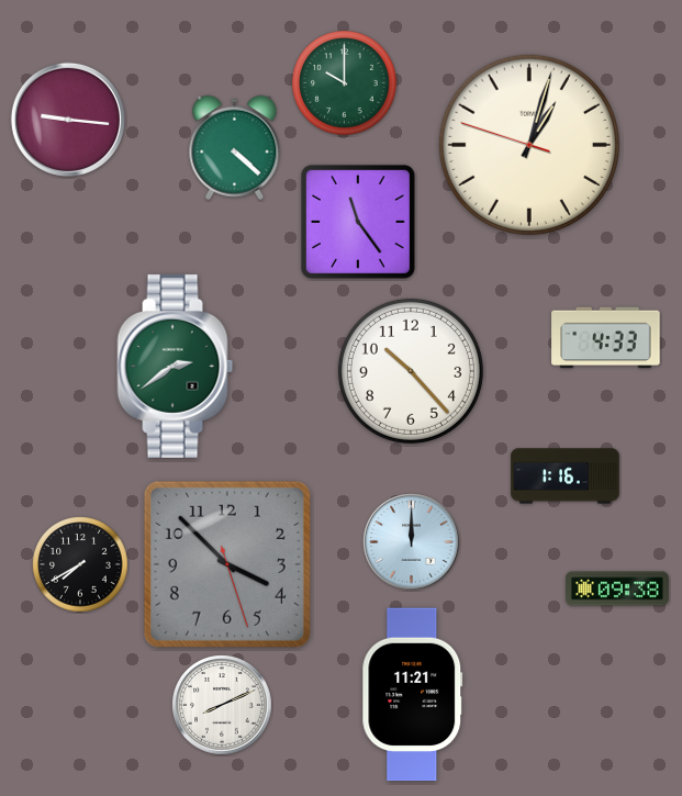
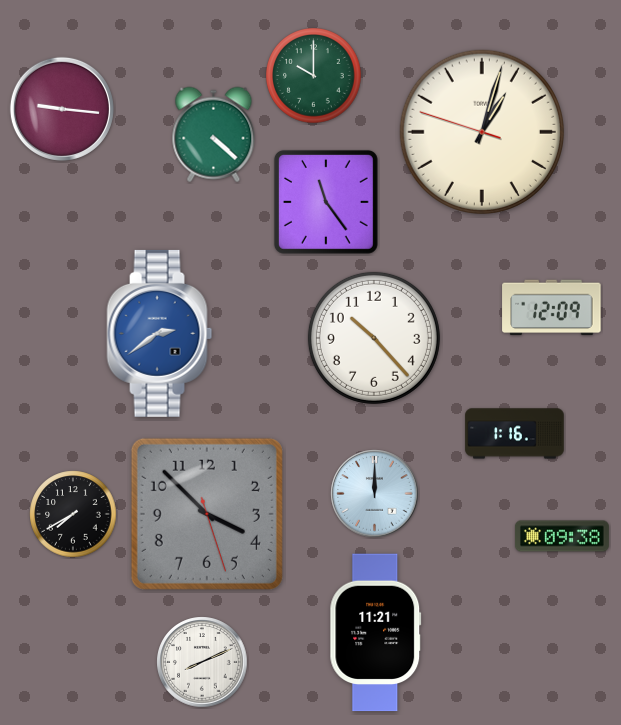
clock at (606, 338): 4:33 -> 12:09
clock at (176, 366) dial: green -> blue
clock at (222, 705) position: (222, 705) -> (202, 662)
